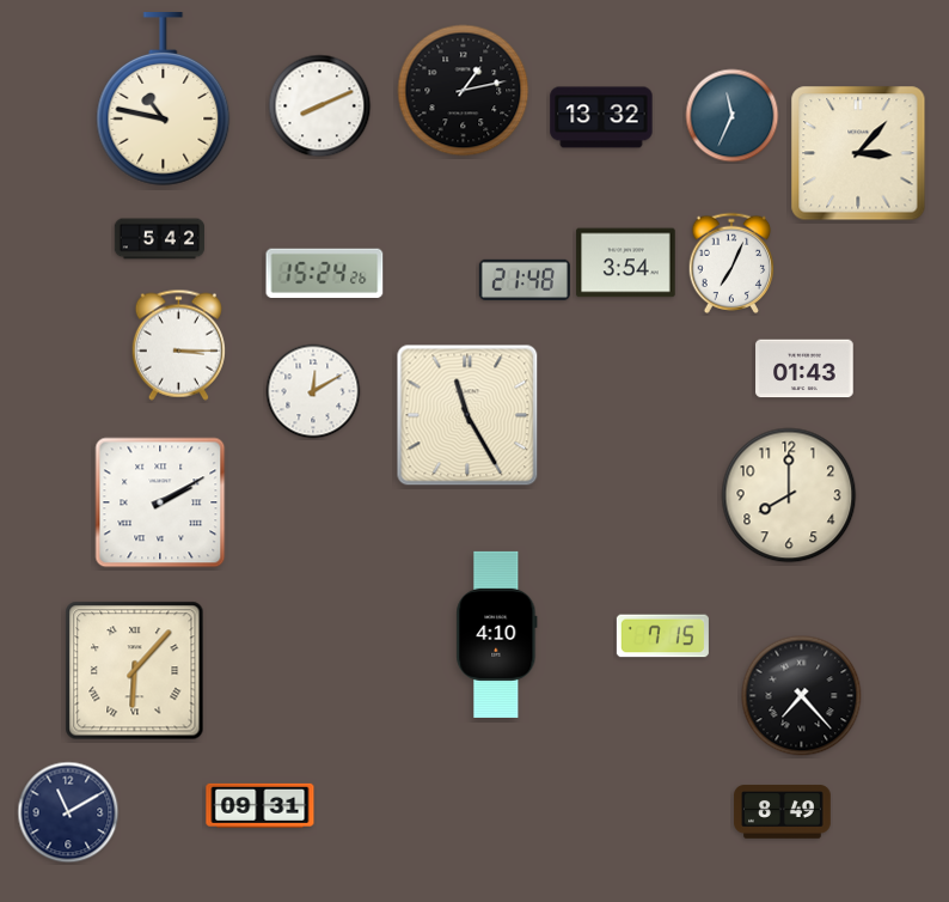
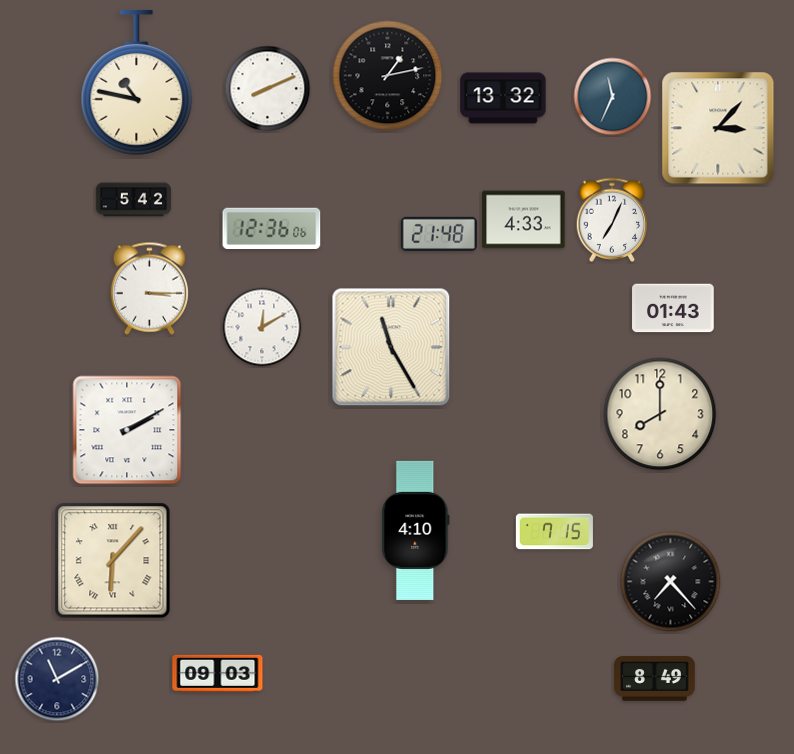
clock at (626, 263): 3:54 -> 4:33
clock at (325, 273): 15:24 -> 12:36
clock at (160, 502) position: (160, 502) -> (127, 430)
clock at (261, 805): 09:31 -> 09:03
